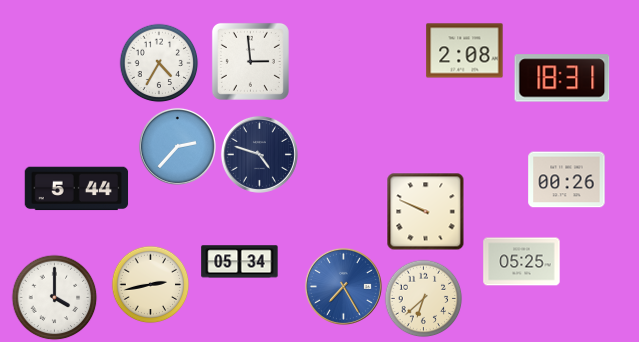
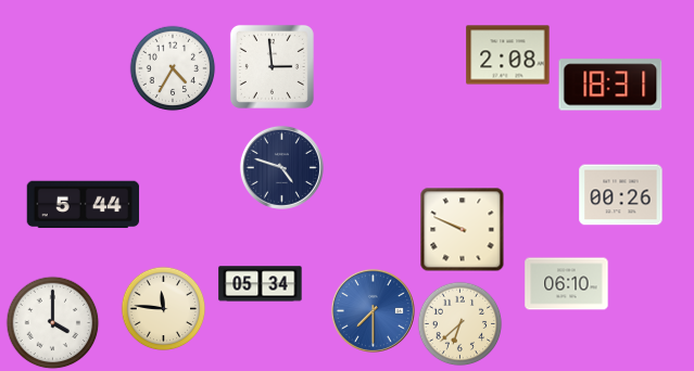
clock at (465, 51) position: (465, 51) -> (508, 55)
clock at (177, 146): 2:37 -> none
clock at (567, 180) position: (567, 180) -> (621, 195)
clock at (522, 262): 05:25 -> 06:10
clock at (150, 284): 2:43 -> 11:46
clock at (343, 286): 7:25 -> 7:30
clock at (54, 297) position: (54, 297) -> (52, 322)
